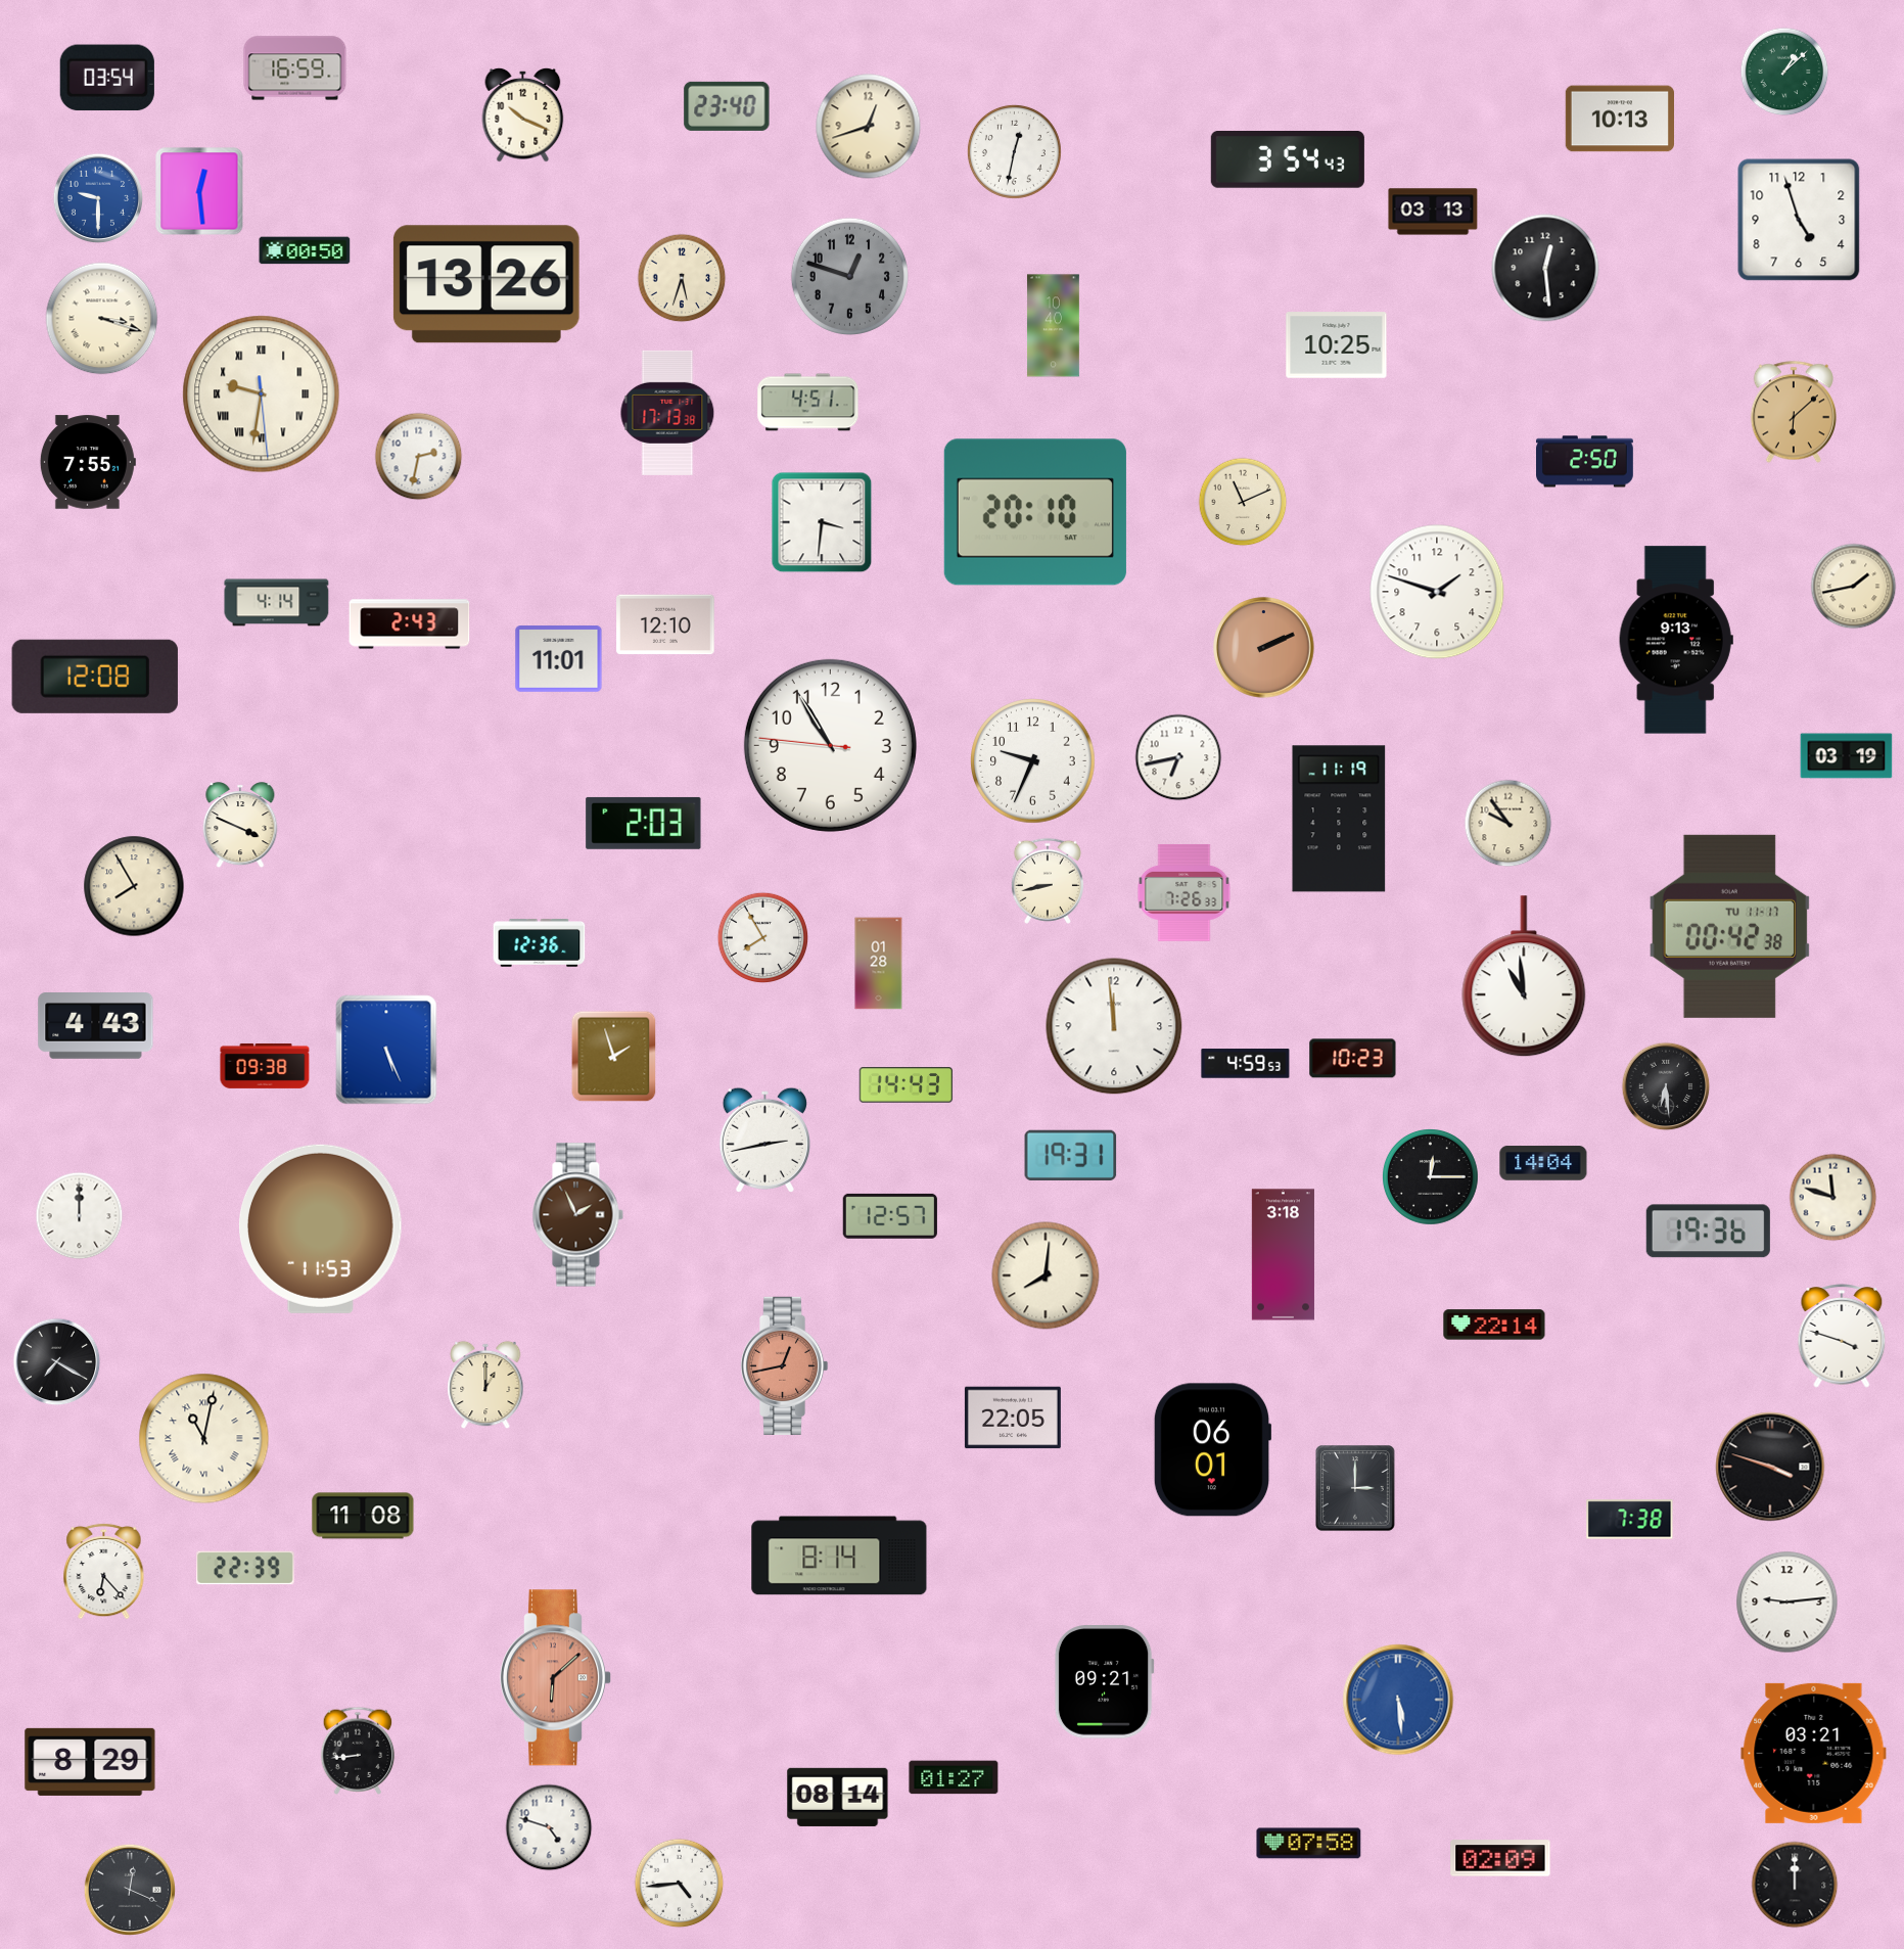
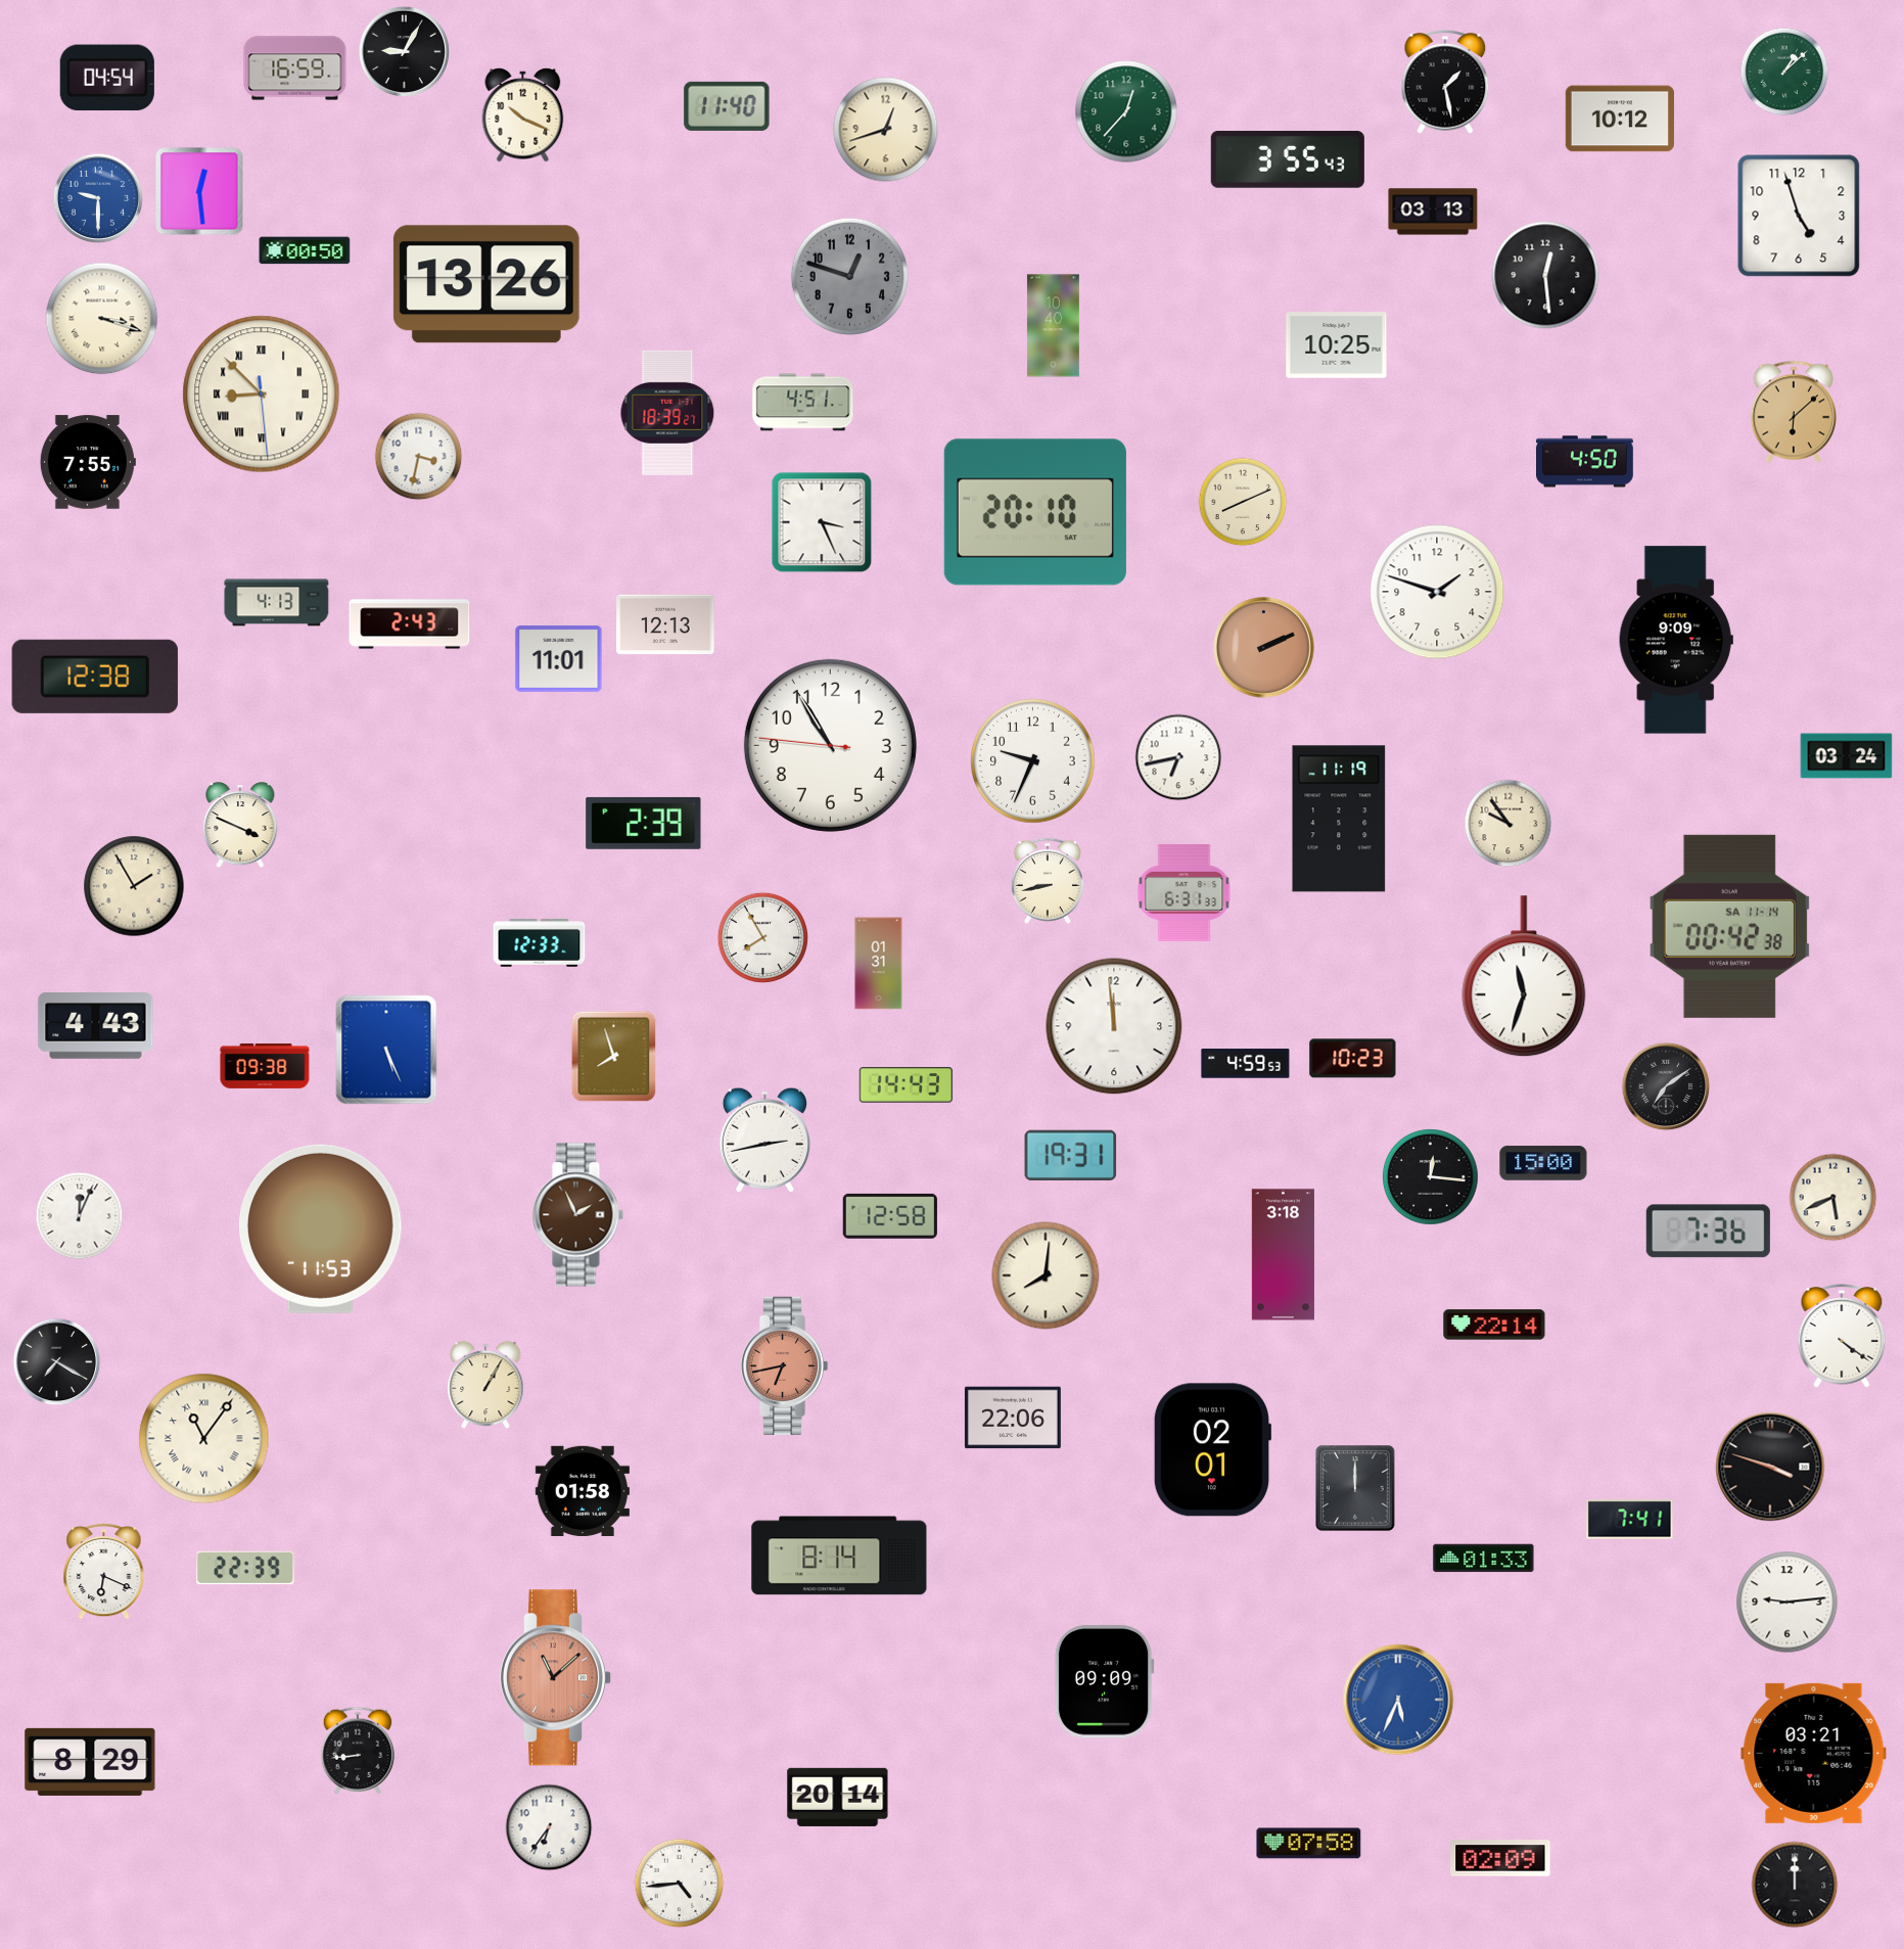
clock at (404, 51): none -> 9:05
clock at (107, 78): 03:54 -> 04:54
clock at (1445, 82): none -> 1:28
clock at (727, 106): 23:40 -> 11:40
clock at (1126, 111): none -> 12:37
clock at (1619, 119): 10:13 -> 10:12
clock at (869, 127) position: (869, 127) -> (886, 130)
clock at (1014, 151): 12:32 -> none
clock at (1288, 160): 3:54 -> 3:55
clock at (1799, 220) position: (1799, 220) -> (1799, 216)
clock at (1545, 268) position: (1545, 268) -> (1545, 275)
clock at (682, 278): 5:33 -> none
clock at (262, 395): 9:31 -> 8:52
clock at (808, 403) position: (808, 403) -> (803, 403)
clock at (667, 413): 17:13 -> 18:39
clock at (419, 457): 2:32 -> 3:32
clock at (1585, 462): 2:50 -> 4:50
clock at (1243, 502): 11:11 -> 8:11
clock at (822, 522): 3:31 -> 3:26
clock at (1854, 587): 1:43 -> none
clock at (277, 603): 4:14 -> 4:13
clock at (665, 624): 12:10 -> 12:13
clock at (1676, 640): 9:13 -> 9:09
clock at (95, 677): 12:08 -> 12:38
clock at (1847, 756): 03:19 -> 03:24
clock at (644, 823): 2:03 -> 2:39
clock at (134, 886): 7:55 -> 1:55
clock at (1185, 892): 7:26 -> 6:31
clock at (1729, 926) date: TU 11-17 -> SA 11-14
clock at (540, 943): 12:36 -> 12:33
clock at (879, 964): 01:28 -> 01:31
clock at (1524, 977): 10:59 -> 11:33
clock at (614, 1057): 1:57 -> 7:57
clock at (1666, 1086): 6:29 -> 7:09
clock at (1543, 1163): 14:04 -> 15:00
clock at (1431, 1177): 12:15 -> 12:16
clock at (1833, 1198): 11:48 -> 5:41
clock at (80, 1216): 12:00 -> 12:04
clock at (890, 1216): 12:57 -> 12:58
clock at (1708, 1232): 19:36 -> 7:36
clock at (1842, 1336): 3:48 -> 4:21
clock at (784, 1365): 12:43 -> 6:43
clock at (485, 1385): 1:00 -> 1:05
clock at (1013, 1418): 22:05 -> 22:06
clock at (204, 1439): 11:02 -> 11:06
clock at (1212, 1450): 06:01 -> 02:01
clock at (1355, 1488): 3:00 -> 12:00
clock at (583, 1491): none -> 01:58
clock at (363, 1516): 11:08 -> none
clock at (1630, 1520): 7:38 -> 7:41
clock at (1484, 1559): none -> 01:33
clock at (104, 1571): 6:23 -> 6:19
clock at (555, 1678): 6:08 -> 11:08
clock at (1104, 1682): 09:21 -> 09:09
clock at (1398, 1700): 5:29 -> 5:34
clock at (954, 1777): 01:27 -> none
clock at (838, 1797): 08:14 -> 20:14
clock at (549, 1827): 4:48 -> 6:36
clock at (130, 1890): 12:19 -> none
